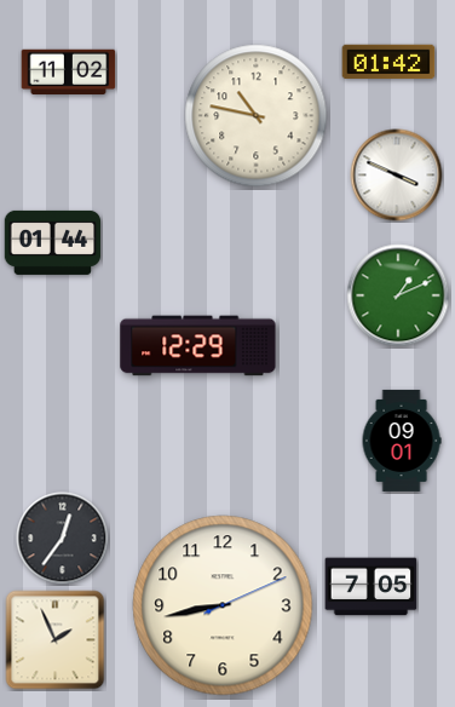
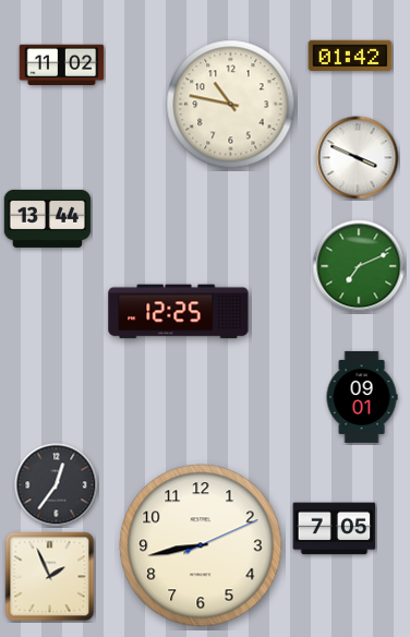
clock at (53, 242): 01:44 -> 13:44
clock at (398, 295): 1:11 -> 7:11
clock at (198, 346): 12:29 -> 12:25
